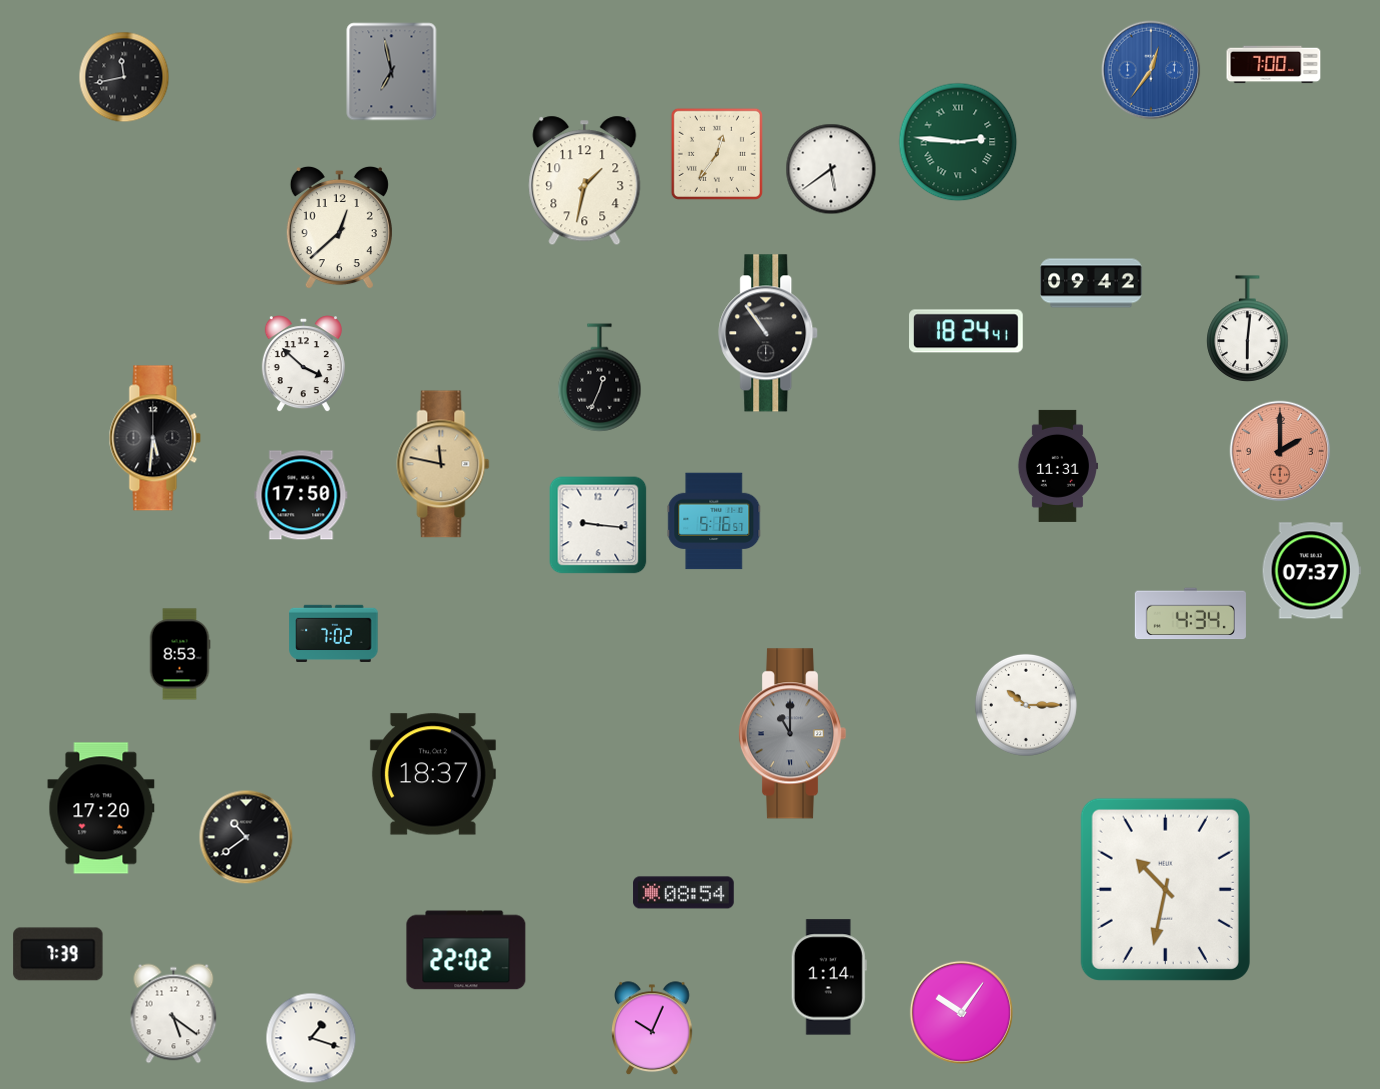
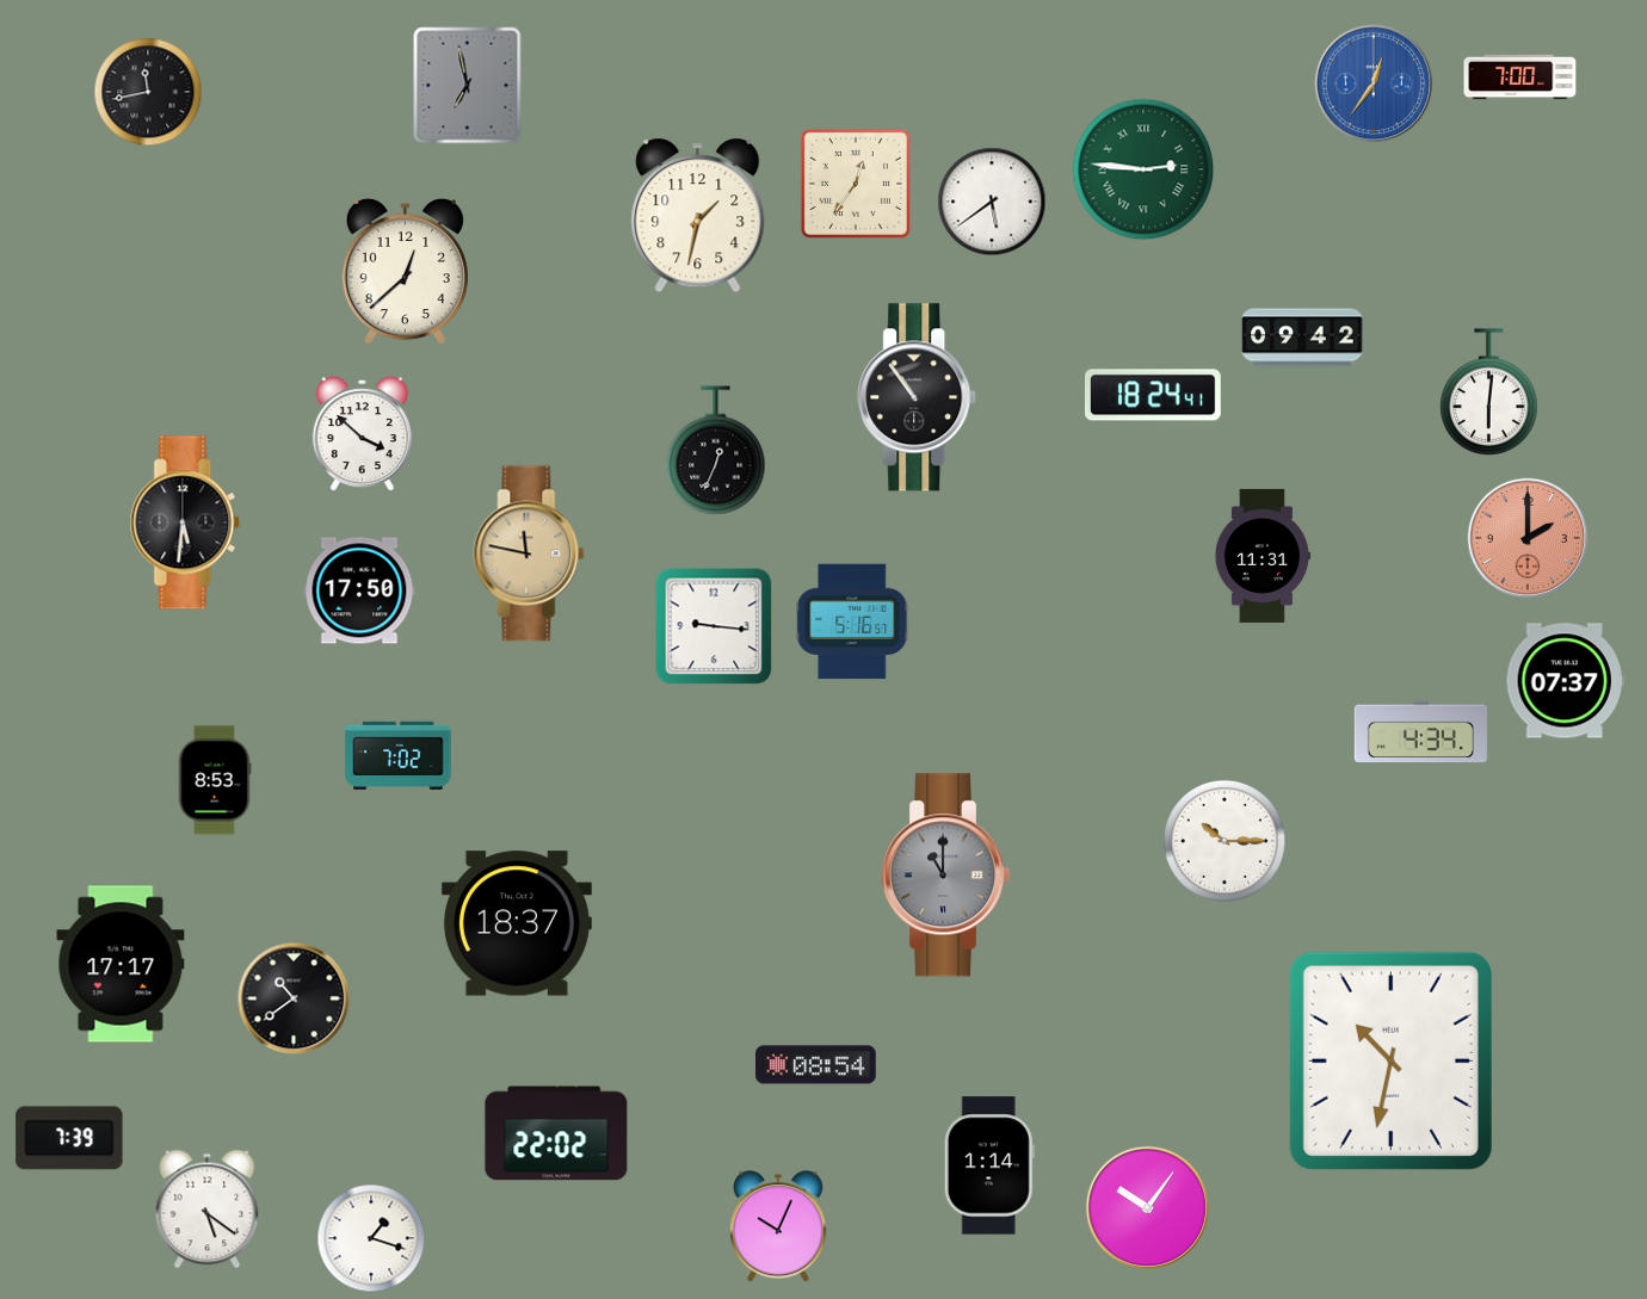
clock at (101, 808): 17:20 -> 17:17
